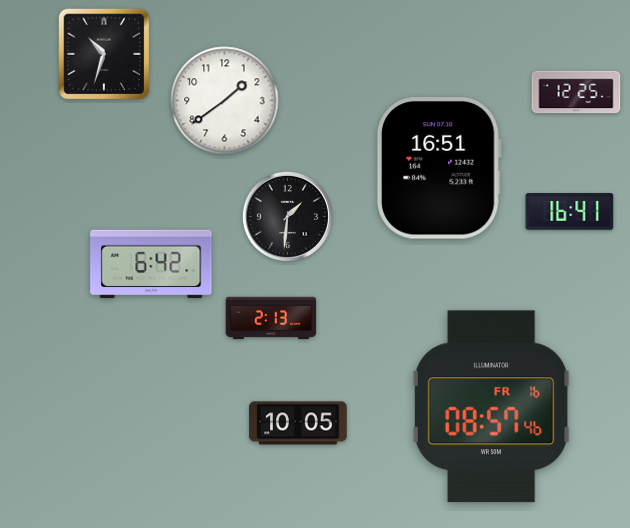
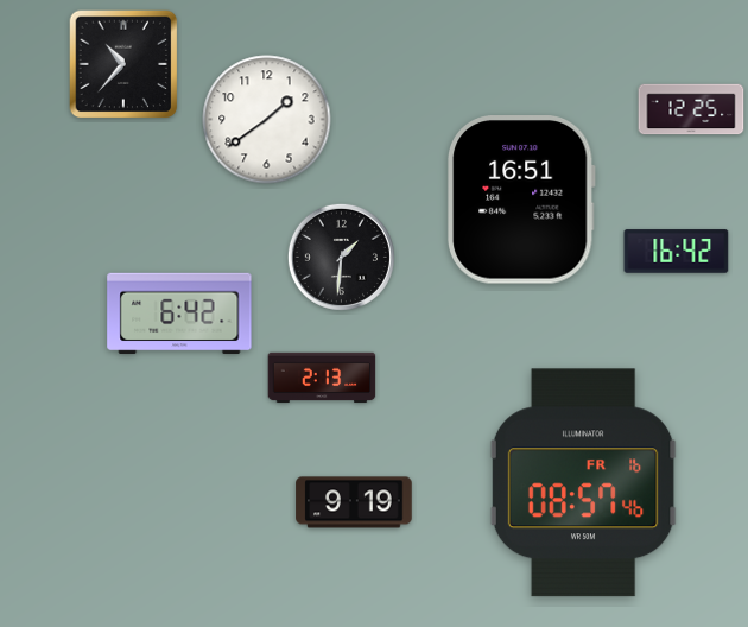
clock at (104, 54): 10:33 -> 10:37
clock at (576, 92) position: (576, 92) -> (691, 109)
clock at (570, 212): 16:41 -> 16:42
clock at (298, 423): 10:05 -> 9:19
